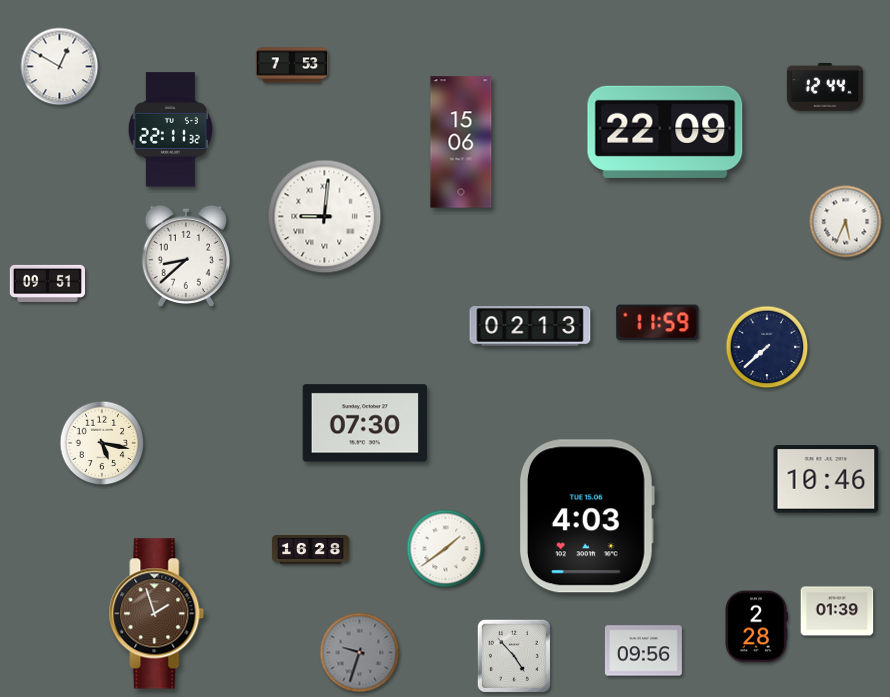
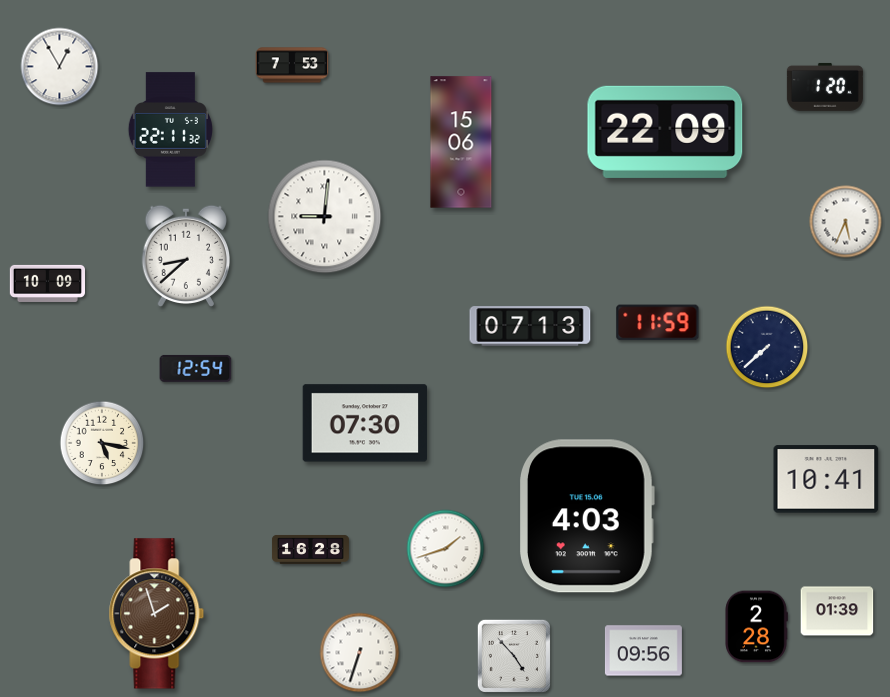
clock at (60, 67): 12:50 -> 12:55
clock at (825, 87): 12:44 -> 1:20
clock at (47, 283): 09:51 -> 10:09
clock at (530, 326): 02:13 -> 07:13
clock at (196, 368): none -> 12:54
clock at (826, 479): 10:46 -> 10:41
clock at (446, 549): 1:39 -> 1:42
clock at (360, 653): 9:33 -> 6:33
clock at (360, 653) dial: grey -> white
